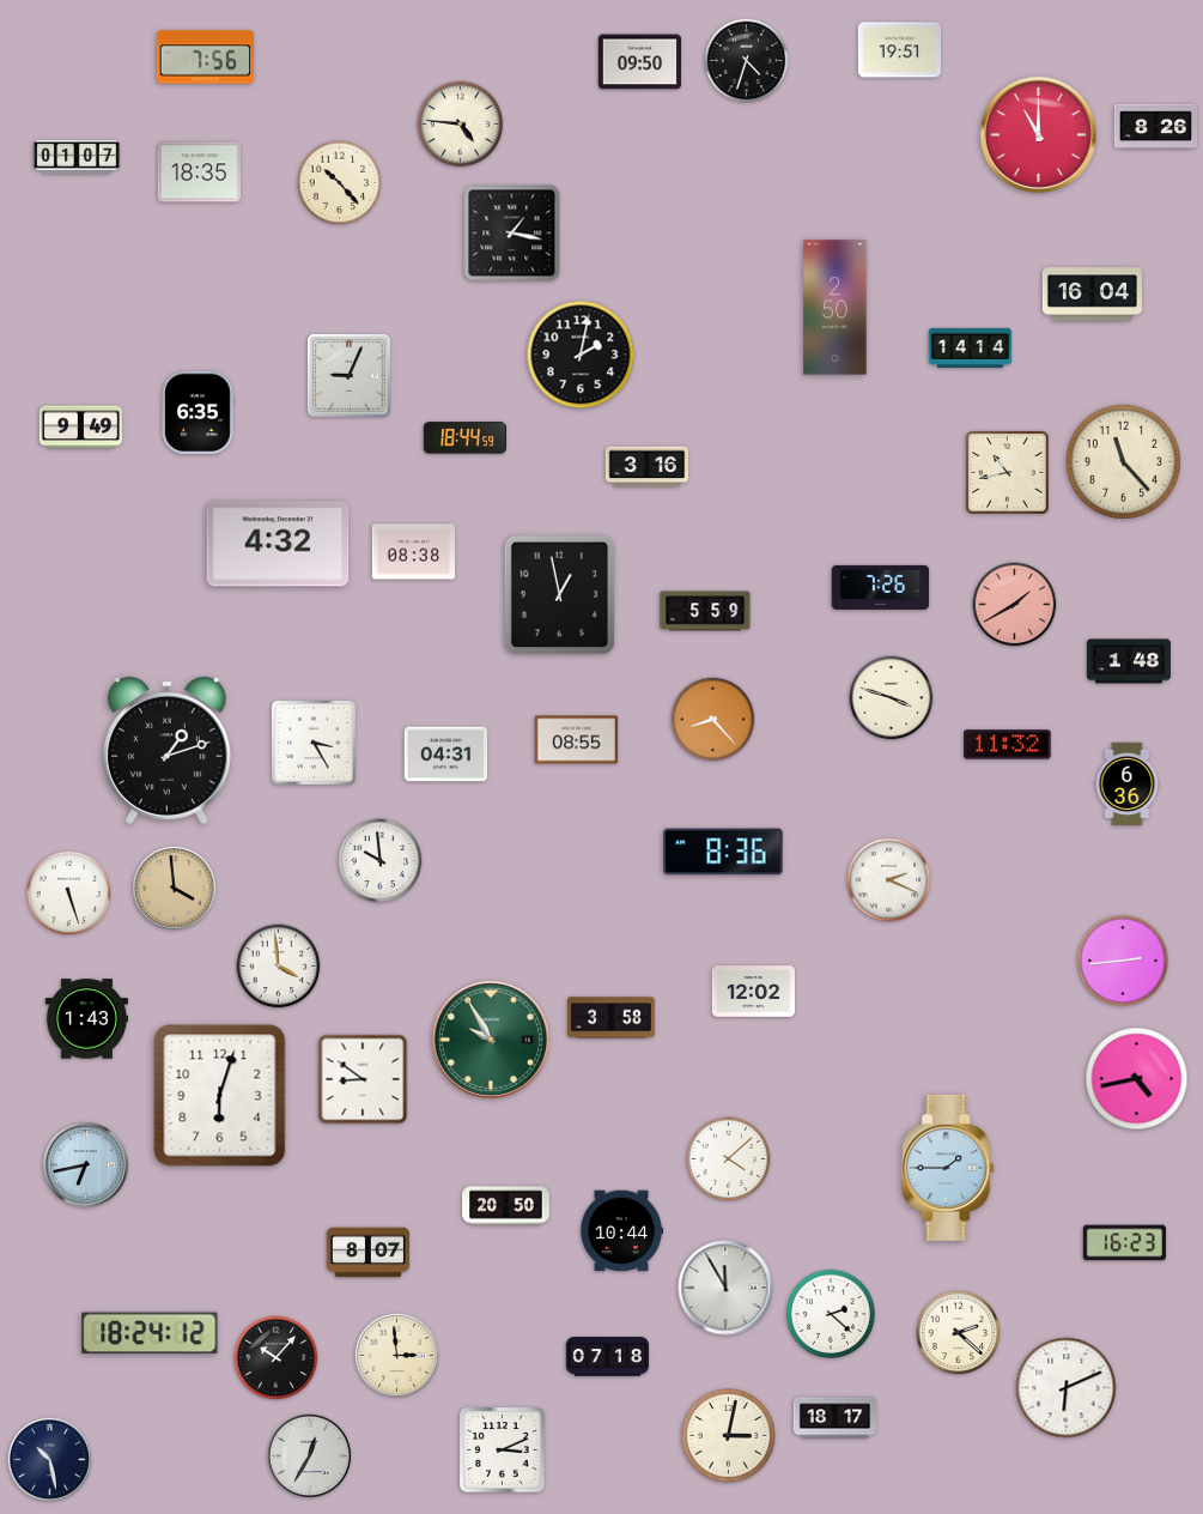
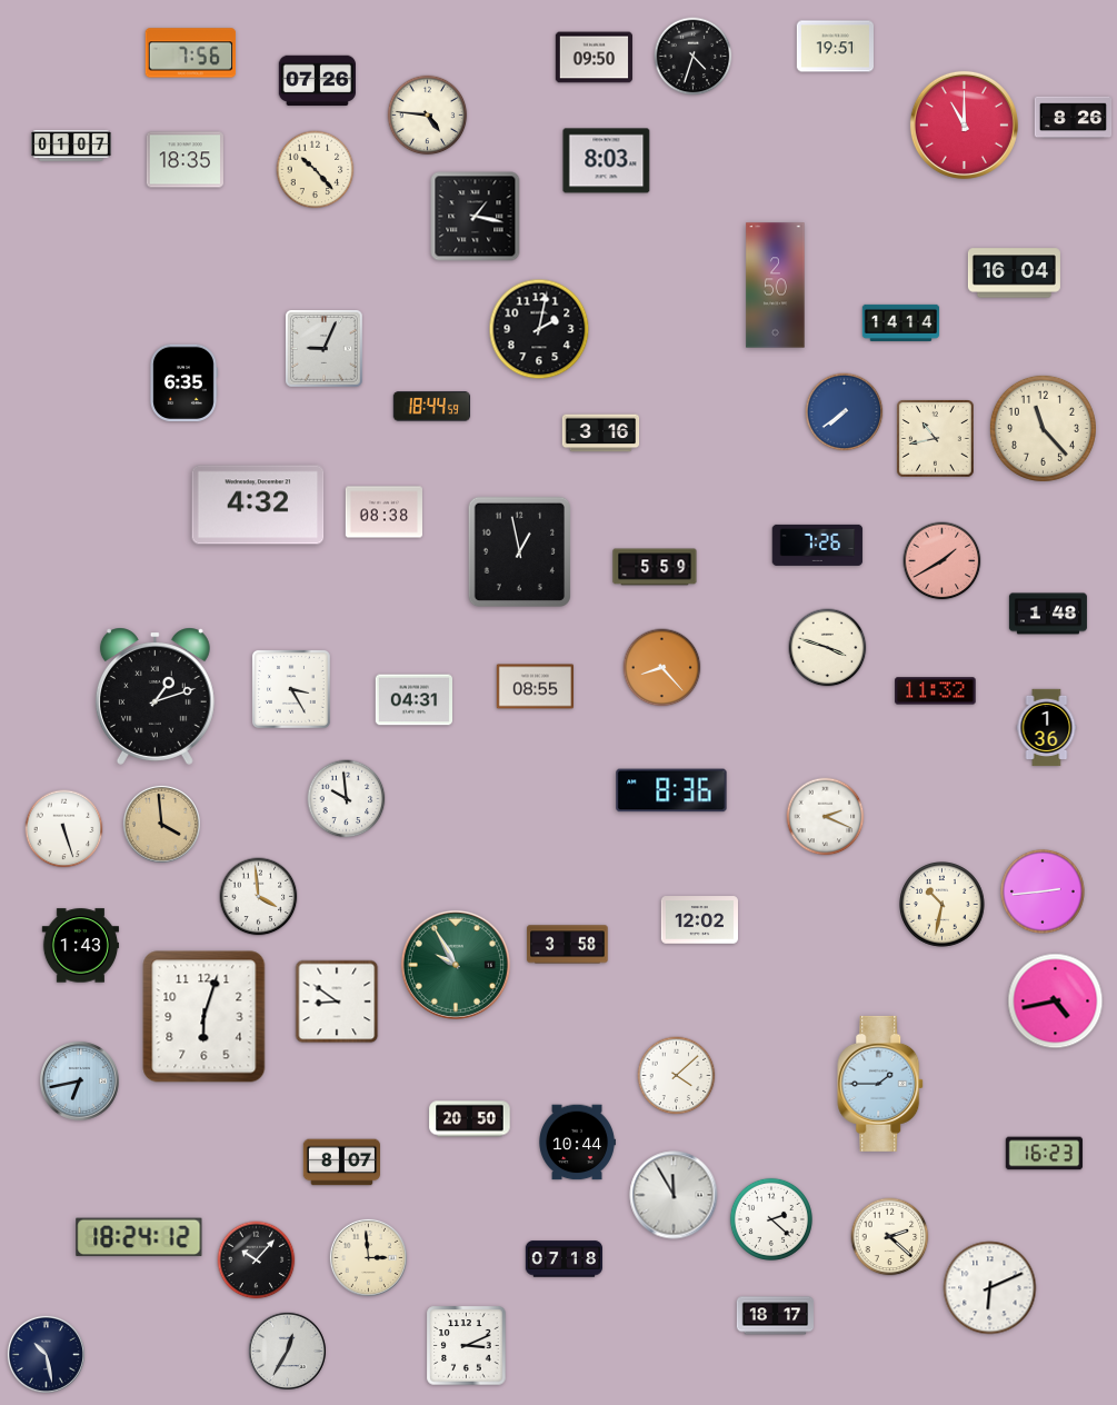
clock at (317, 81): none -> 07:26
clock at (607, 161): none -> 8:03
clock at (80, 428): 9:49 -> none
clock at (845, 412): none -> 7:39
clock at (1128, 785): 6:36 -> 1:36
clock at (381, 861) position: (381, 861) -> (347, 799)
clock at (943, 905): none -> 10:32
clock at (729, 1436): 3:02 -> none
